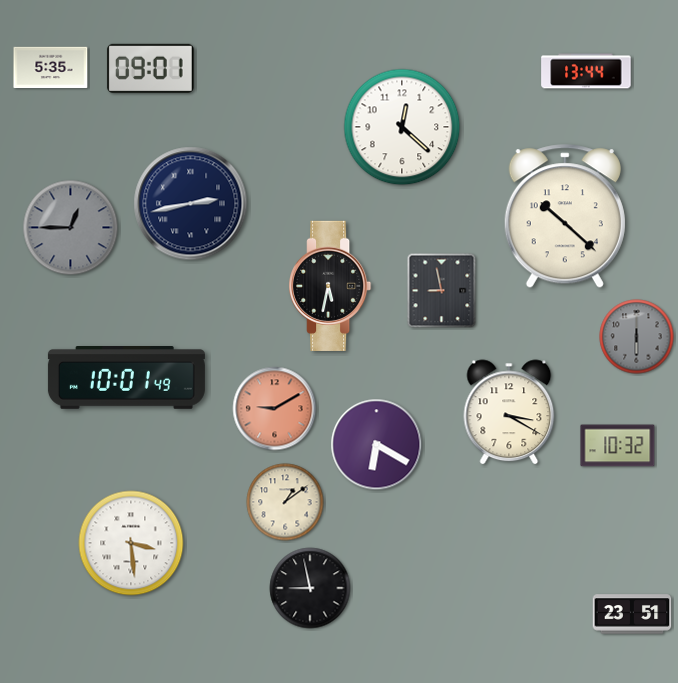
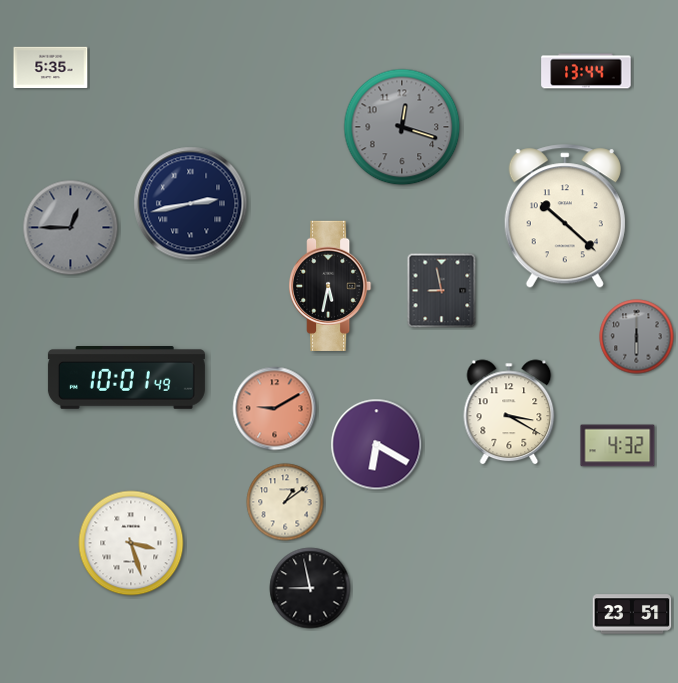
clock at (150, 68): 09:01 -> none
clock at (402, 127): 12:22 -> 12:18
clock at (402, 127) dial: white -> grey
clock at (618, 446): 10:32 -> 4:32
clock at (131, 543): 3:29 -> 3:27
